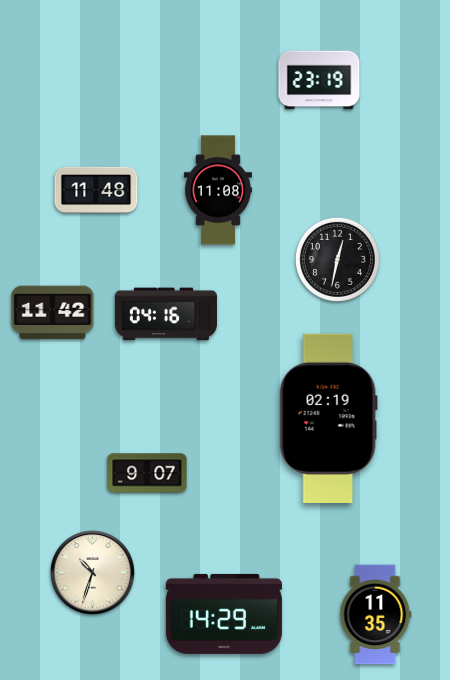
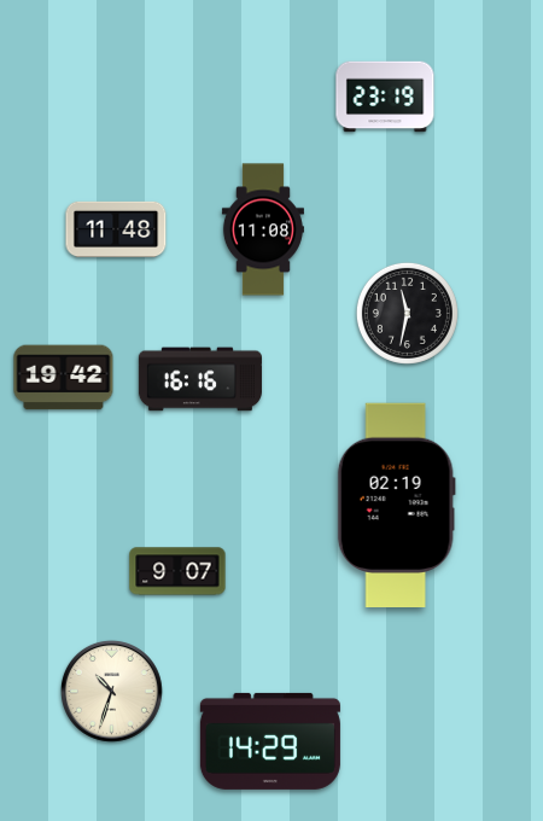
clock at (337, 259): 12:32 -> 11:32
clock at (53, 313): 11:42 -> 19:42
clock at (166, 314): 04:16 -> 16:16
clock at (375, 615): 11:35 -> none
